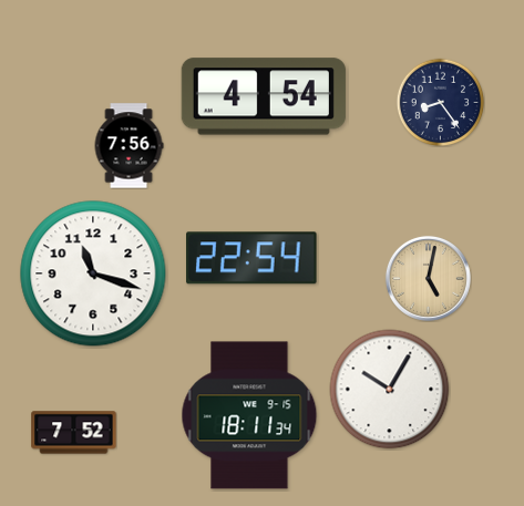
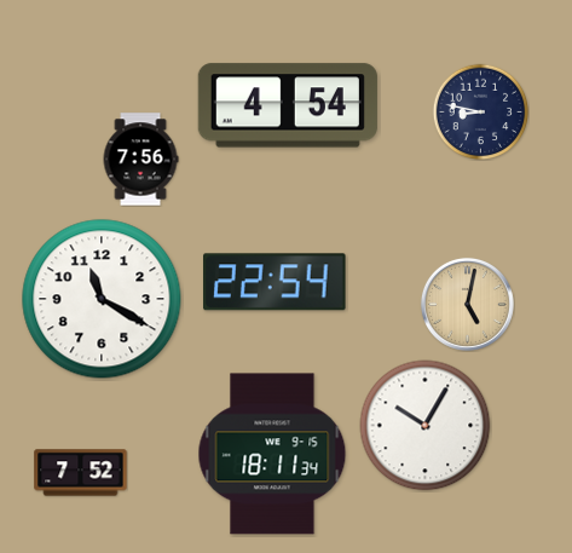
clock at (440, 102): 8:24 -> 8:47
clock at (93, 273): 11:18 -> 11:20
